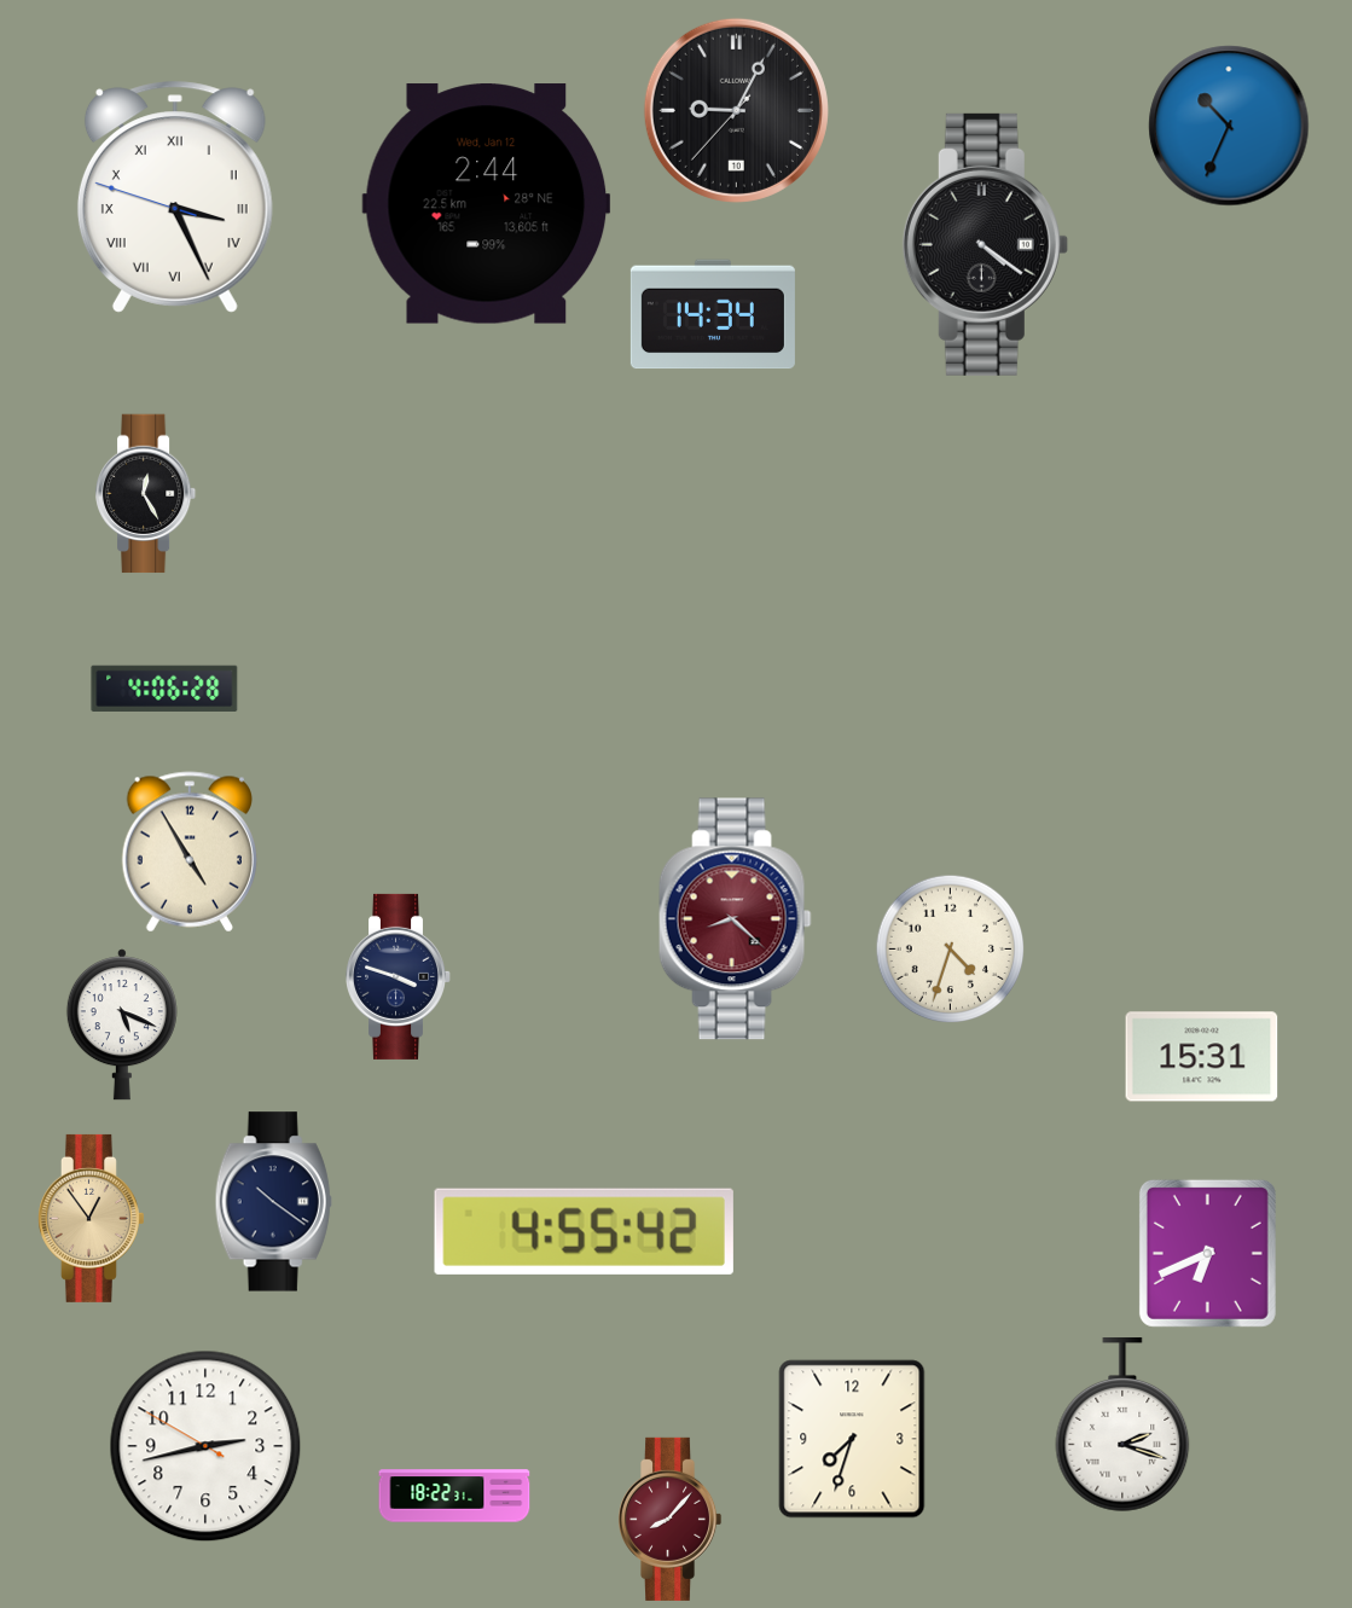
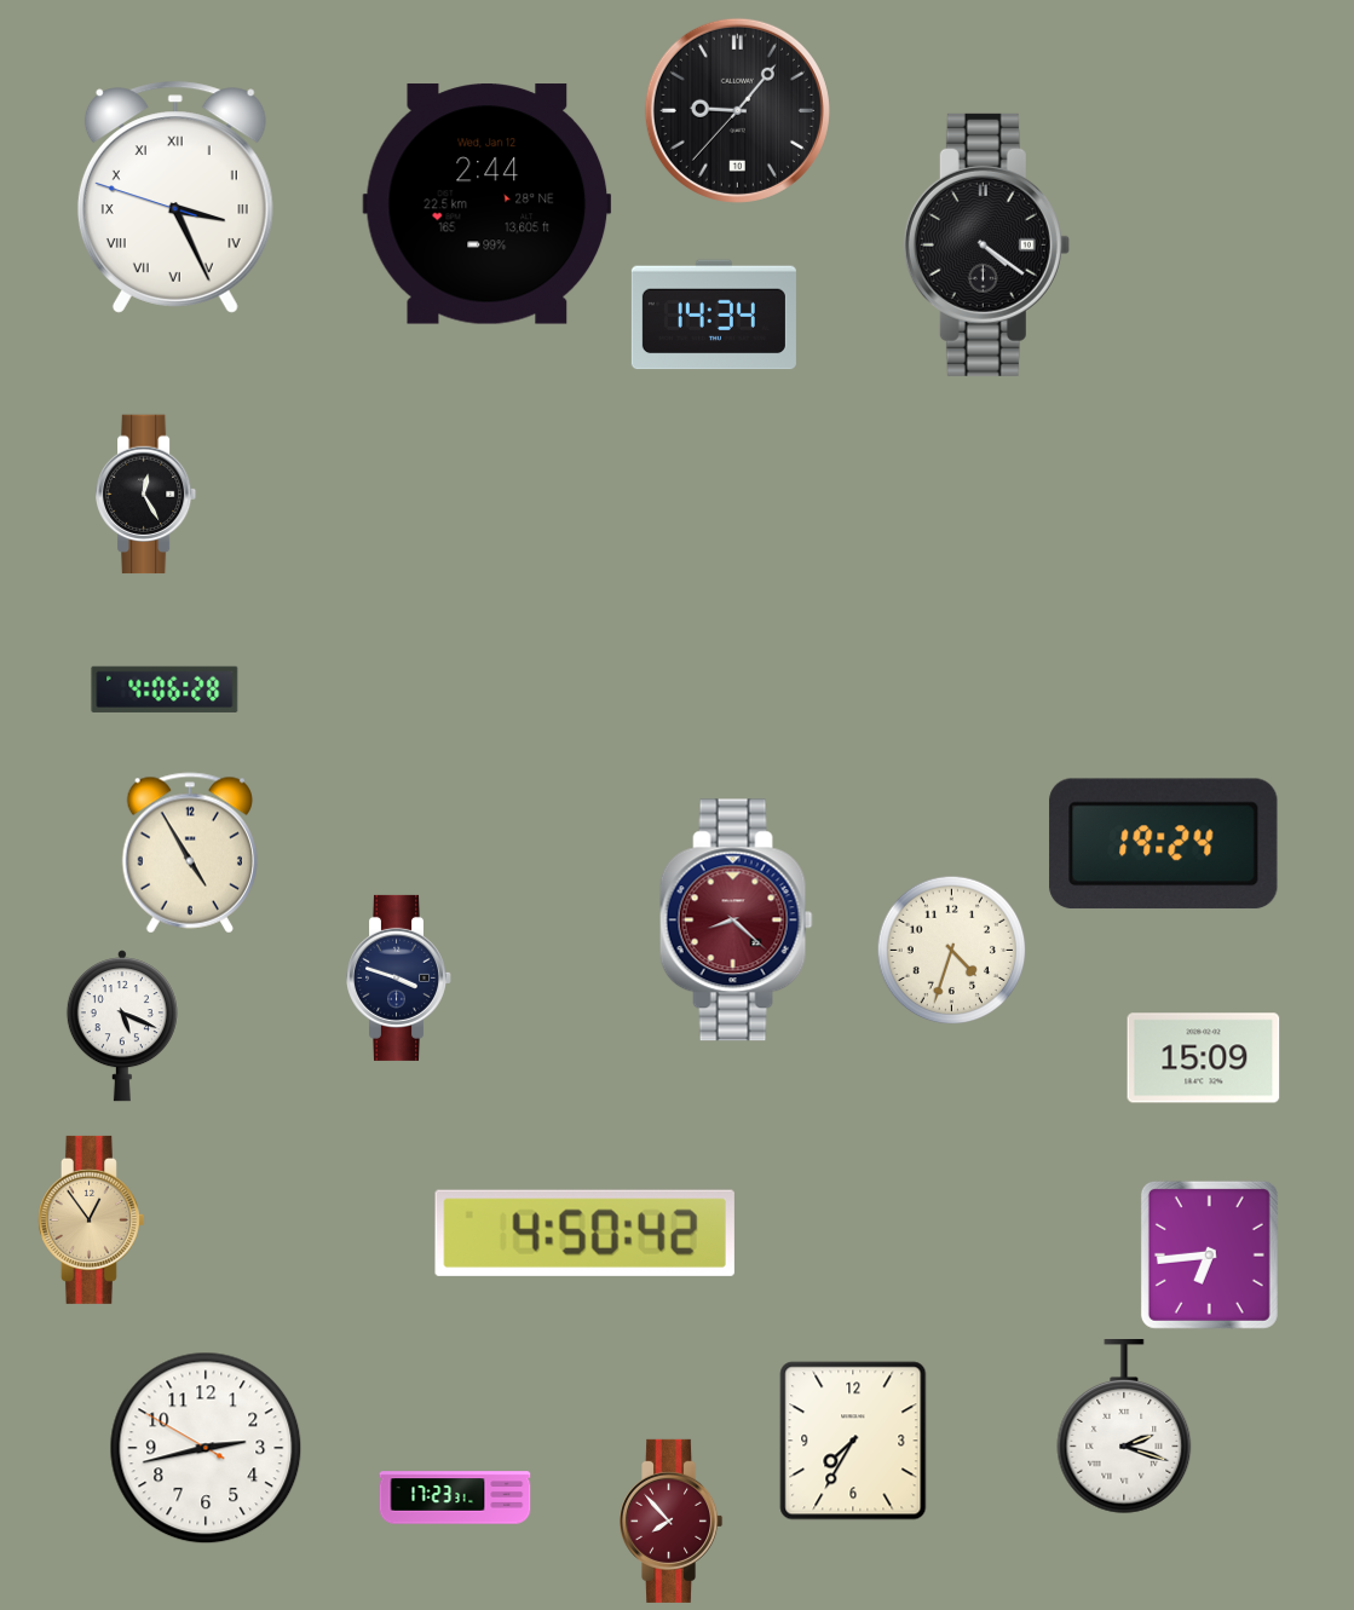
clock at (736, 110): 9:04 -> 9:06
clock at (1229, 126): 10:34 -> none
clock at (1164, 844): none -> 19:24
clock at (1202, 1057): 15:31 -> 15:09
clock at (273, 1202): 10:21 -> none
clock at (584, 1231): 4:55 -> 4:50
clock at (1207, 1253): 6:41 -> 6:44
clock at (852, 1439): 7:33 -> 7:35
clock at (454, 1496): 18:22 -> 17:23
clock at (671, 1519): 8:07 -> 7:53
